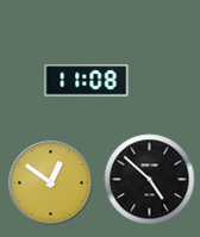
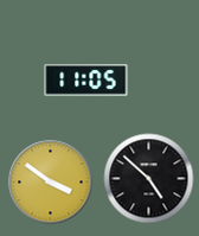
clock at (87, 81): 11:08 -> 11:05
clock at (51, 183): 12:51 -> 3:51
